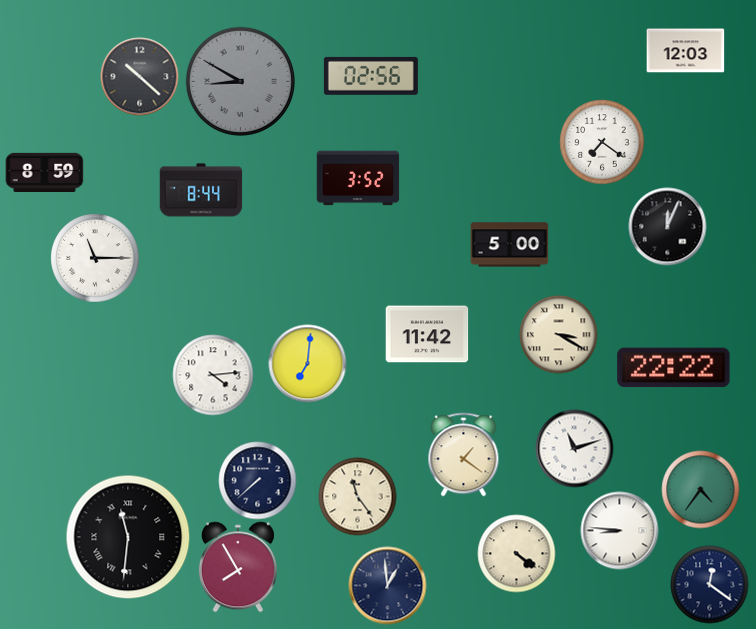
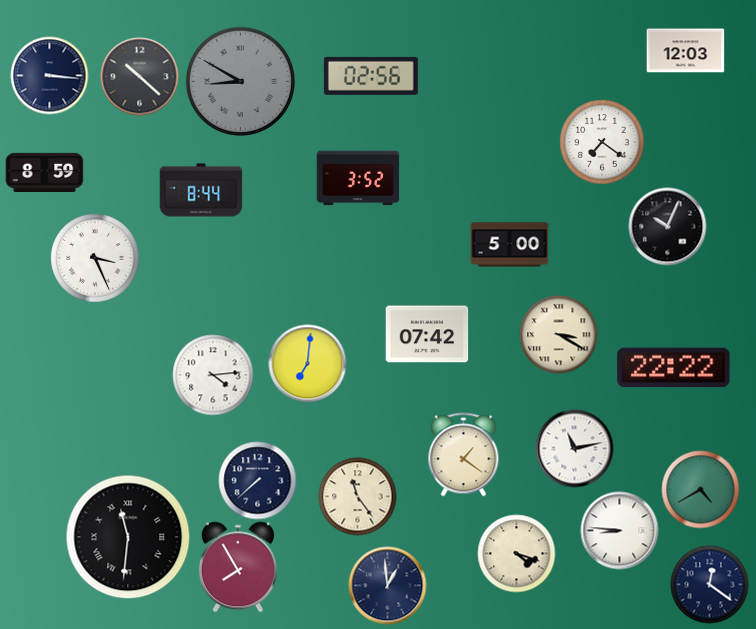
clock at (49, 75): none -> 3:16
clock at (667, 226): 12:04 -> 10:04
clock at (95, 258): 11:15 -> 3:26
clock at (427, 334): 11:42 -> 07:42
clock at (574, 448): 11:12 -> 11:13
clock at (700, 489): 4:36 -> 4:40
clock at (516, 553): 4:21 -> 4:18
